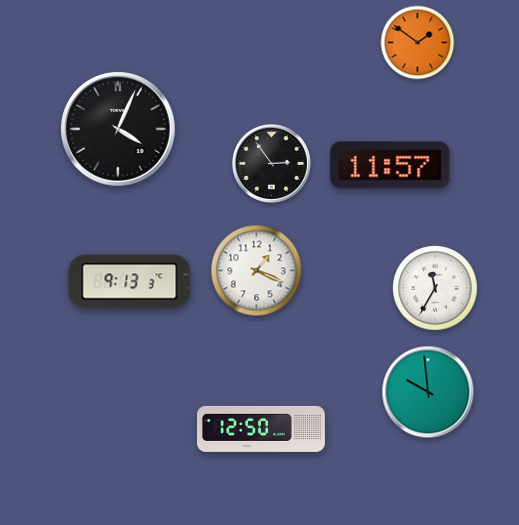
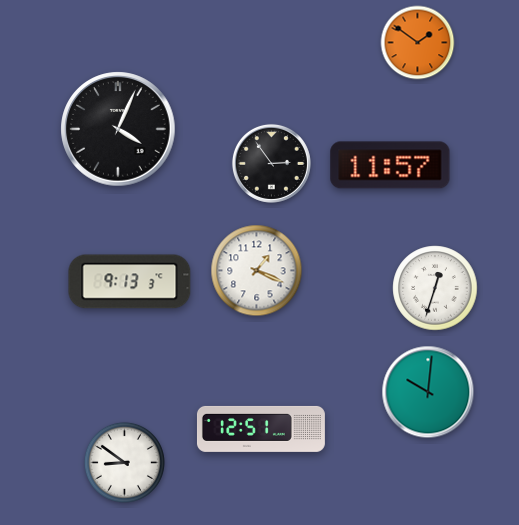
clock at (435, 288): 11:35 -> 12:33
clock at (428, 392): 9:59 -> 10:01
clock at (261, 429): 12:50 -> 12:51
clock at (124, 462): none -> 8:51
